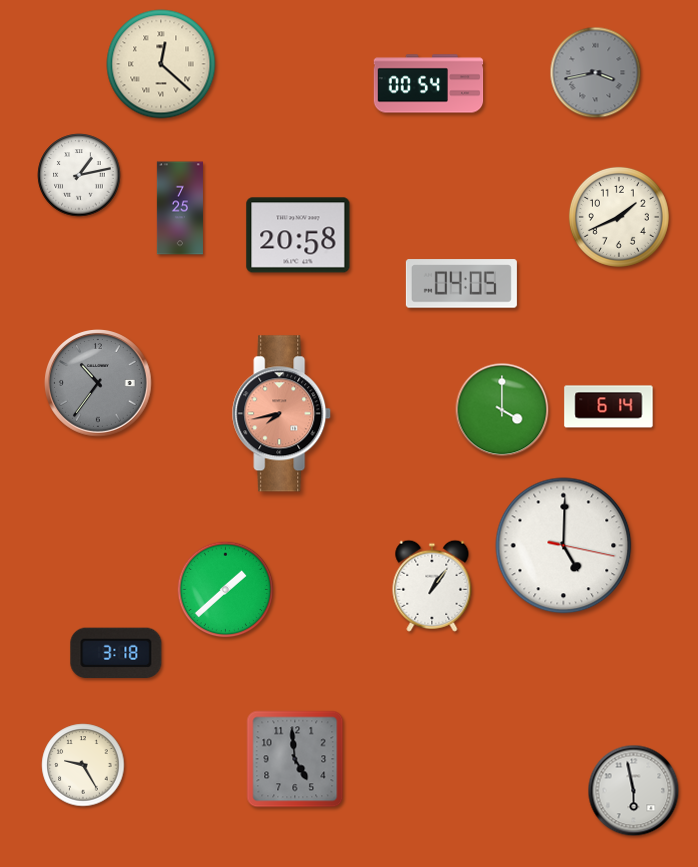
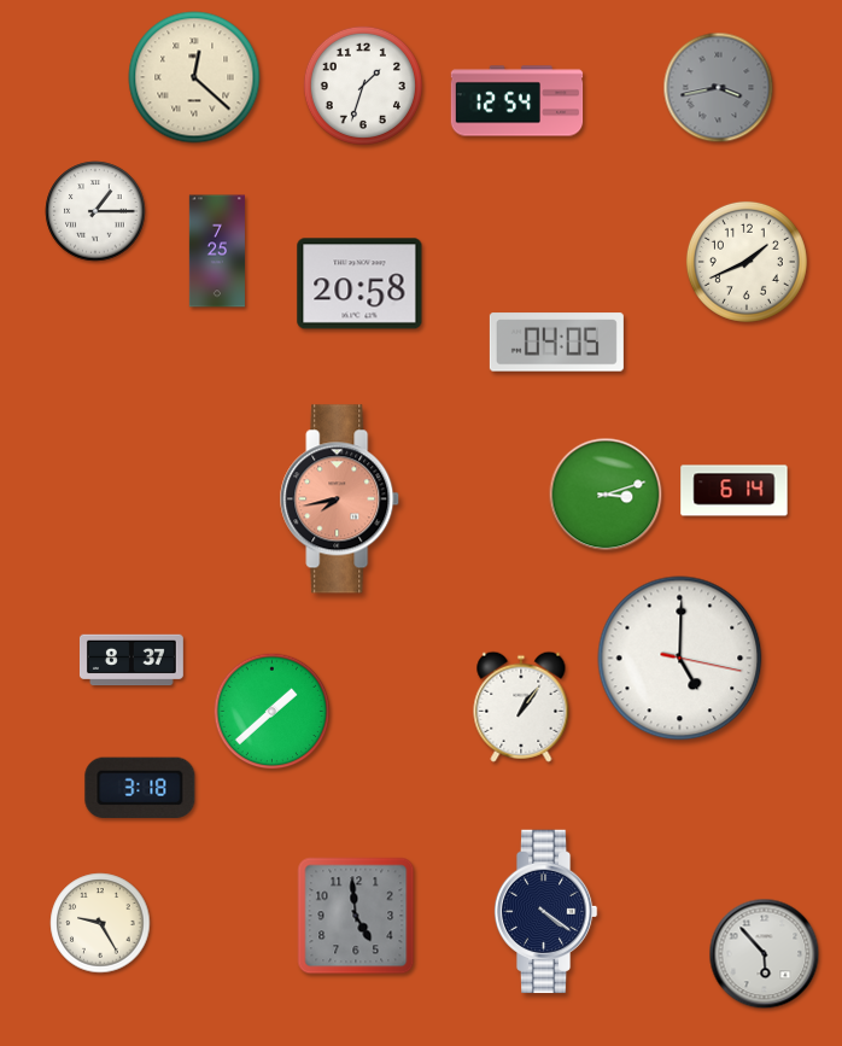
clock at (363, 86): none -> 1:33
clock at (429, 84): 00:54 -> 12:54
clock at (79, 175): 1:13 -> 1:15
clock at (98, 383): 10:36 -> none
clock at (502, 410): 4:00 -> 3:12
clock at (131, 660): none -> 8:37
clock at (545, 912): none -> 4:21
clock at (634, 791): 5:58 -> 5:53
